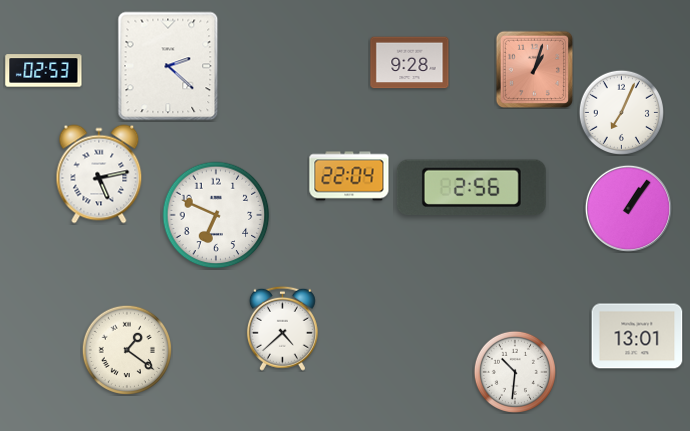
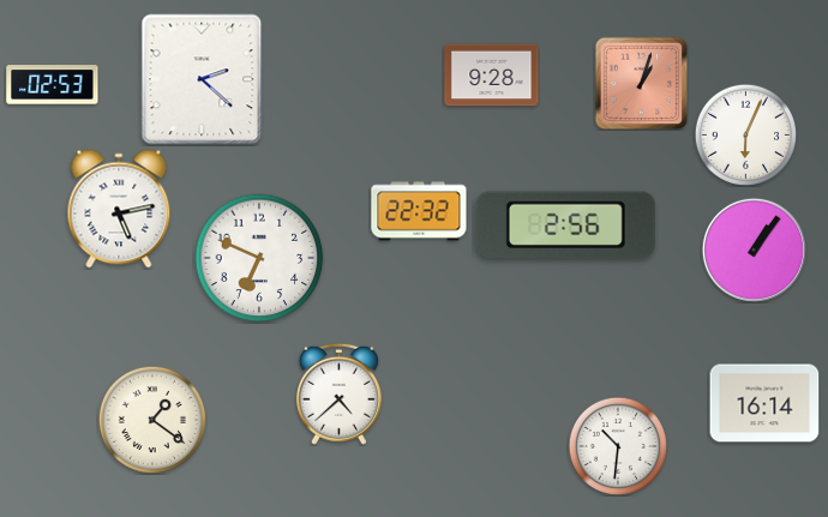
clock at (621, 112): 7:04 -> 6:04
clock at (349, 176): 22:04 -> 22:32
clock at (637, 336): 13:01 -> 16:14
